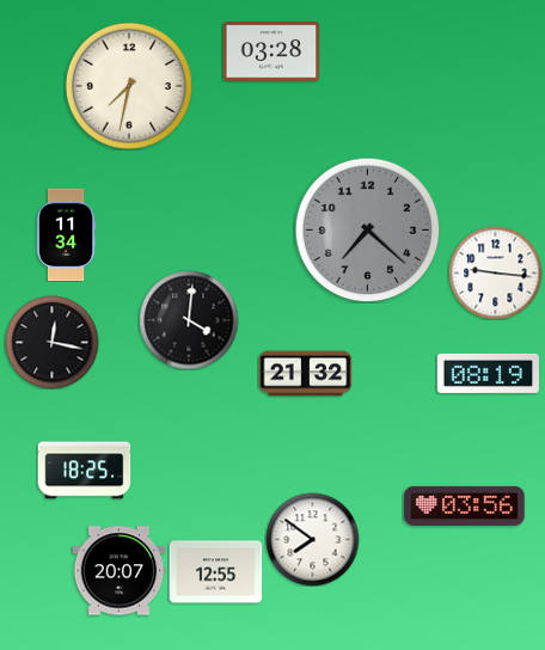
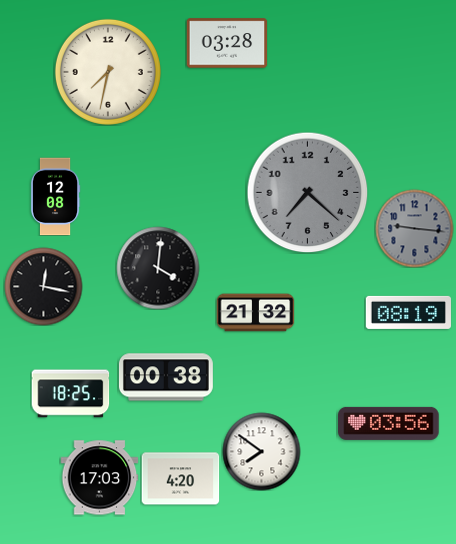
clock at (66, 234): 11:34 -> 12:08
clock at (495, 272) dial: white -> grey
clock at (166, 377): none -> 00:38
clock at (118, 571): 20:07 -> 17:03
clock at (215, 572): 12:55 -> 4:20
